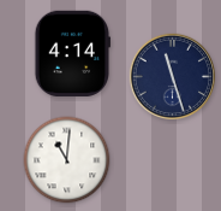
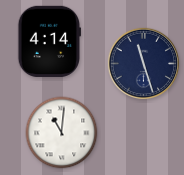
clock at (72, 53) position: (72, 53) -> (49, 41)
clock at (67, 160) position: (67, 160) -> (62, 133)
